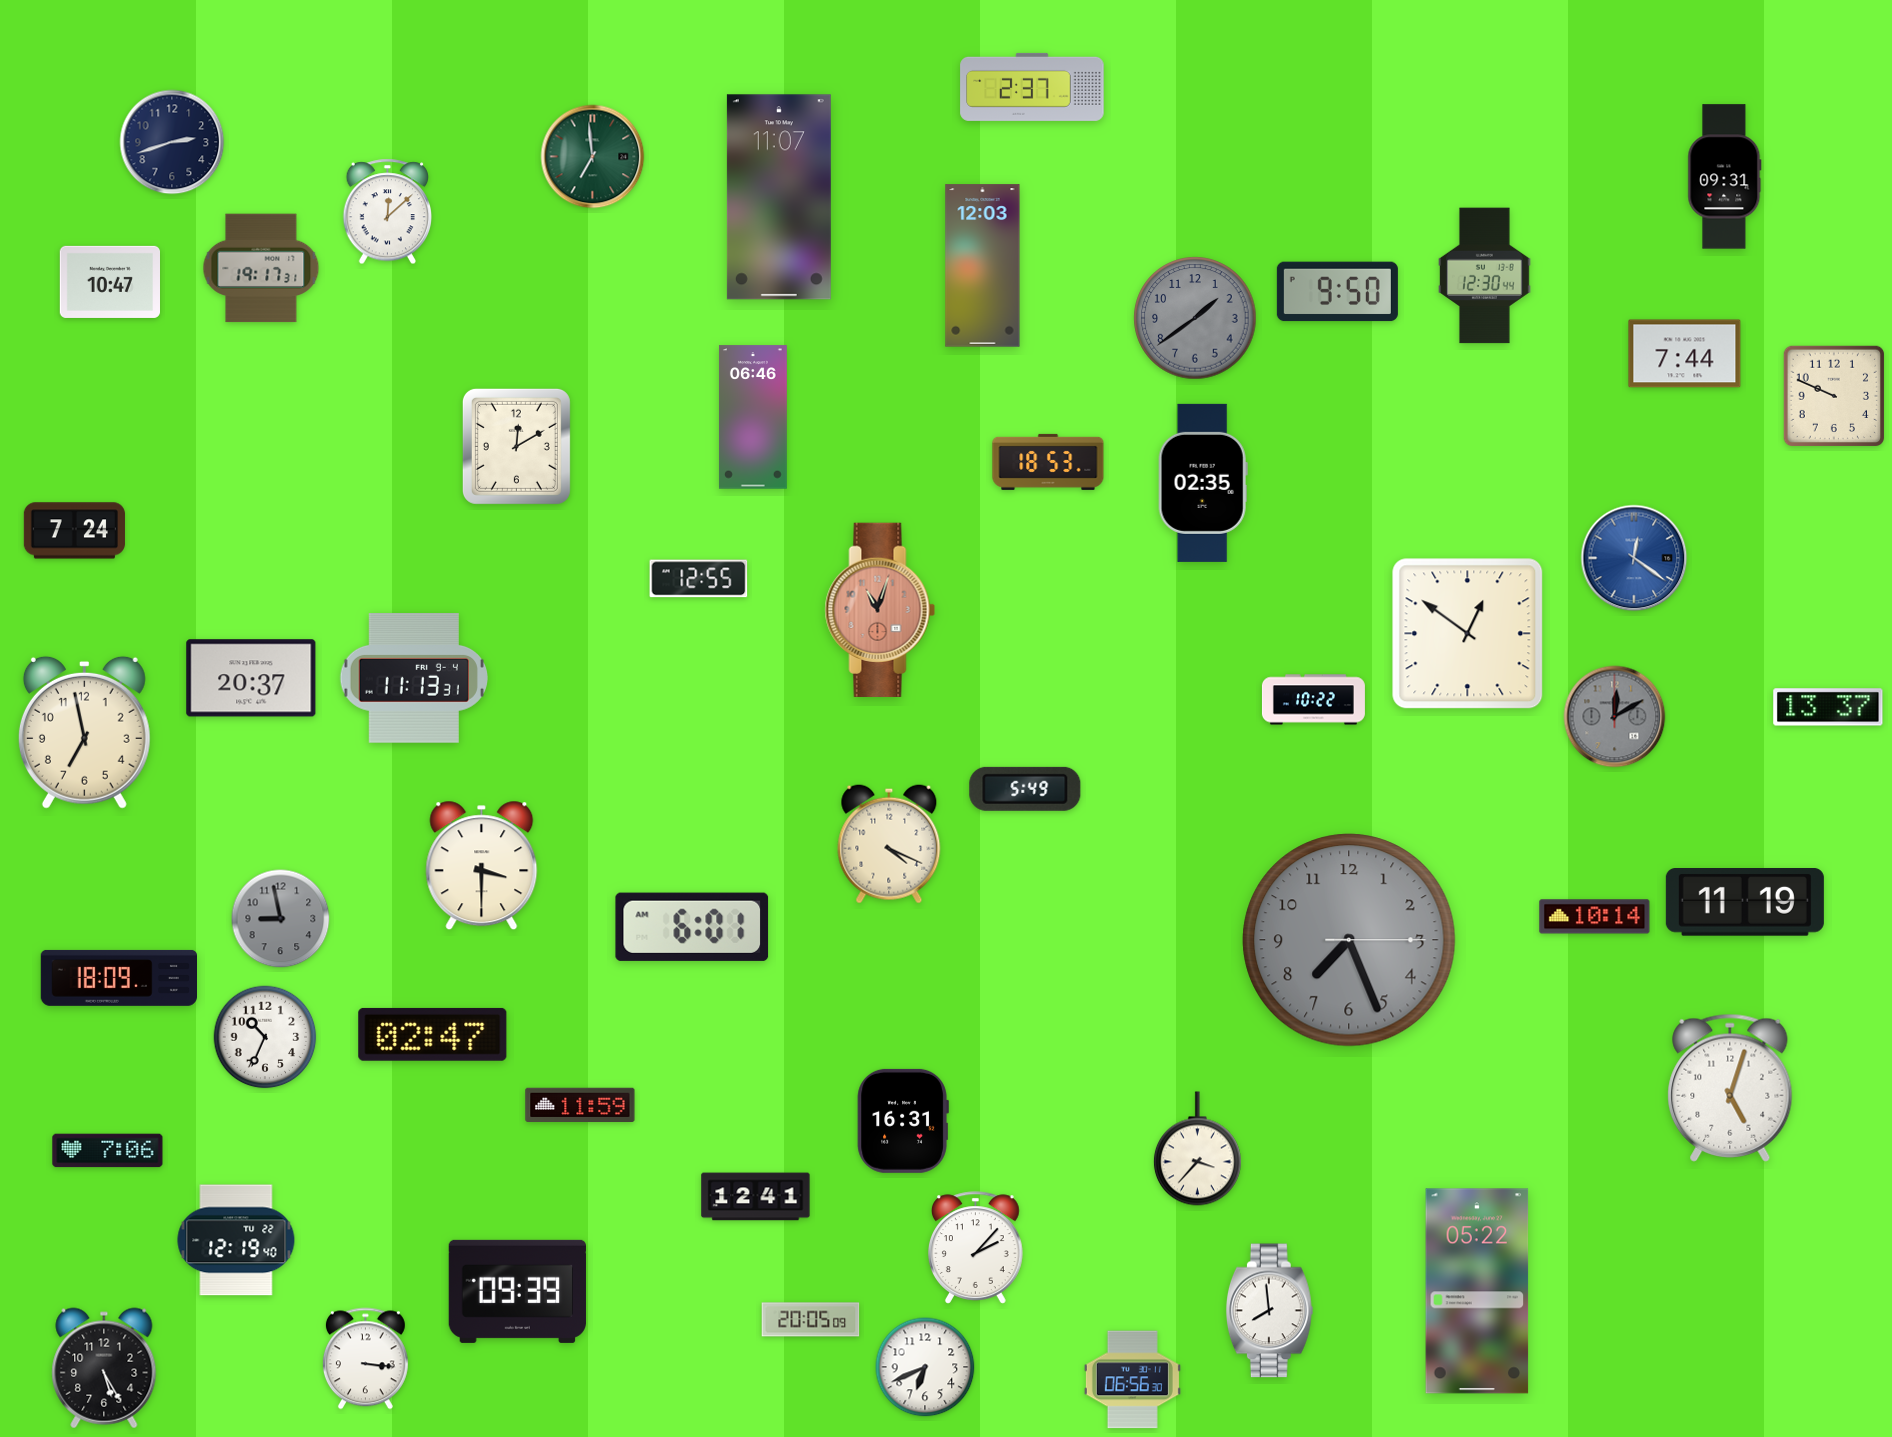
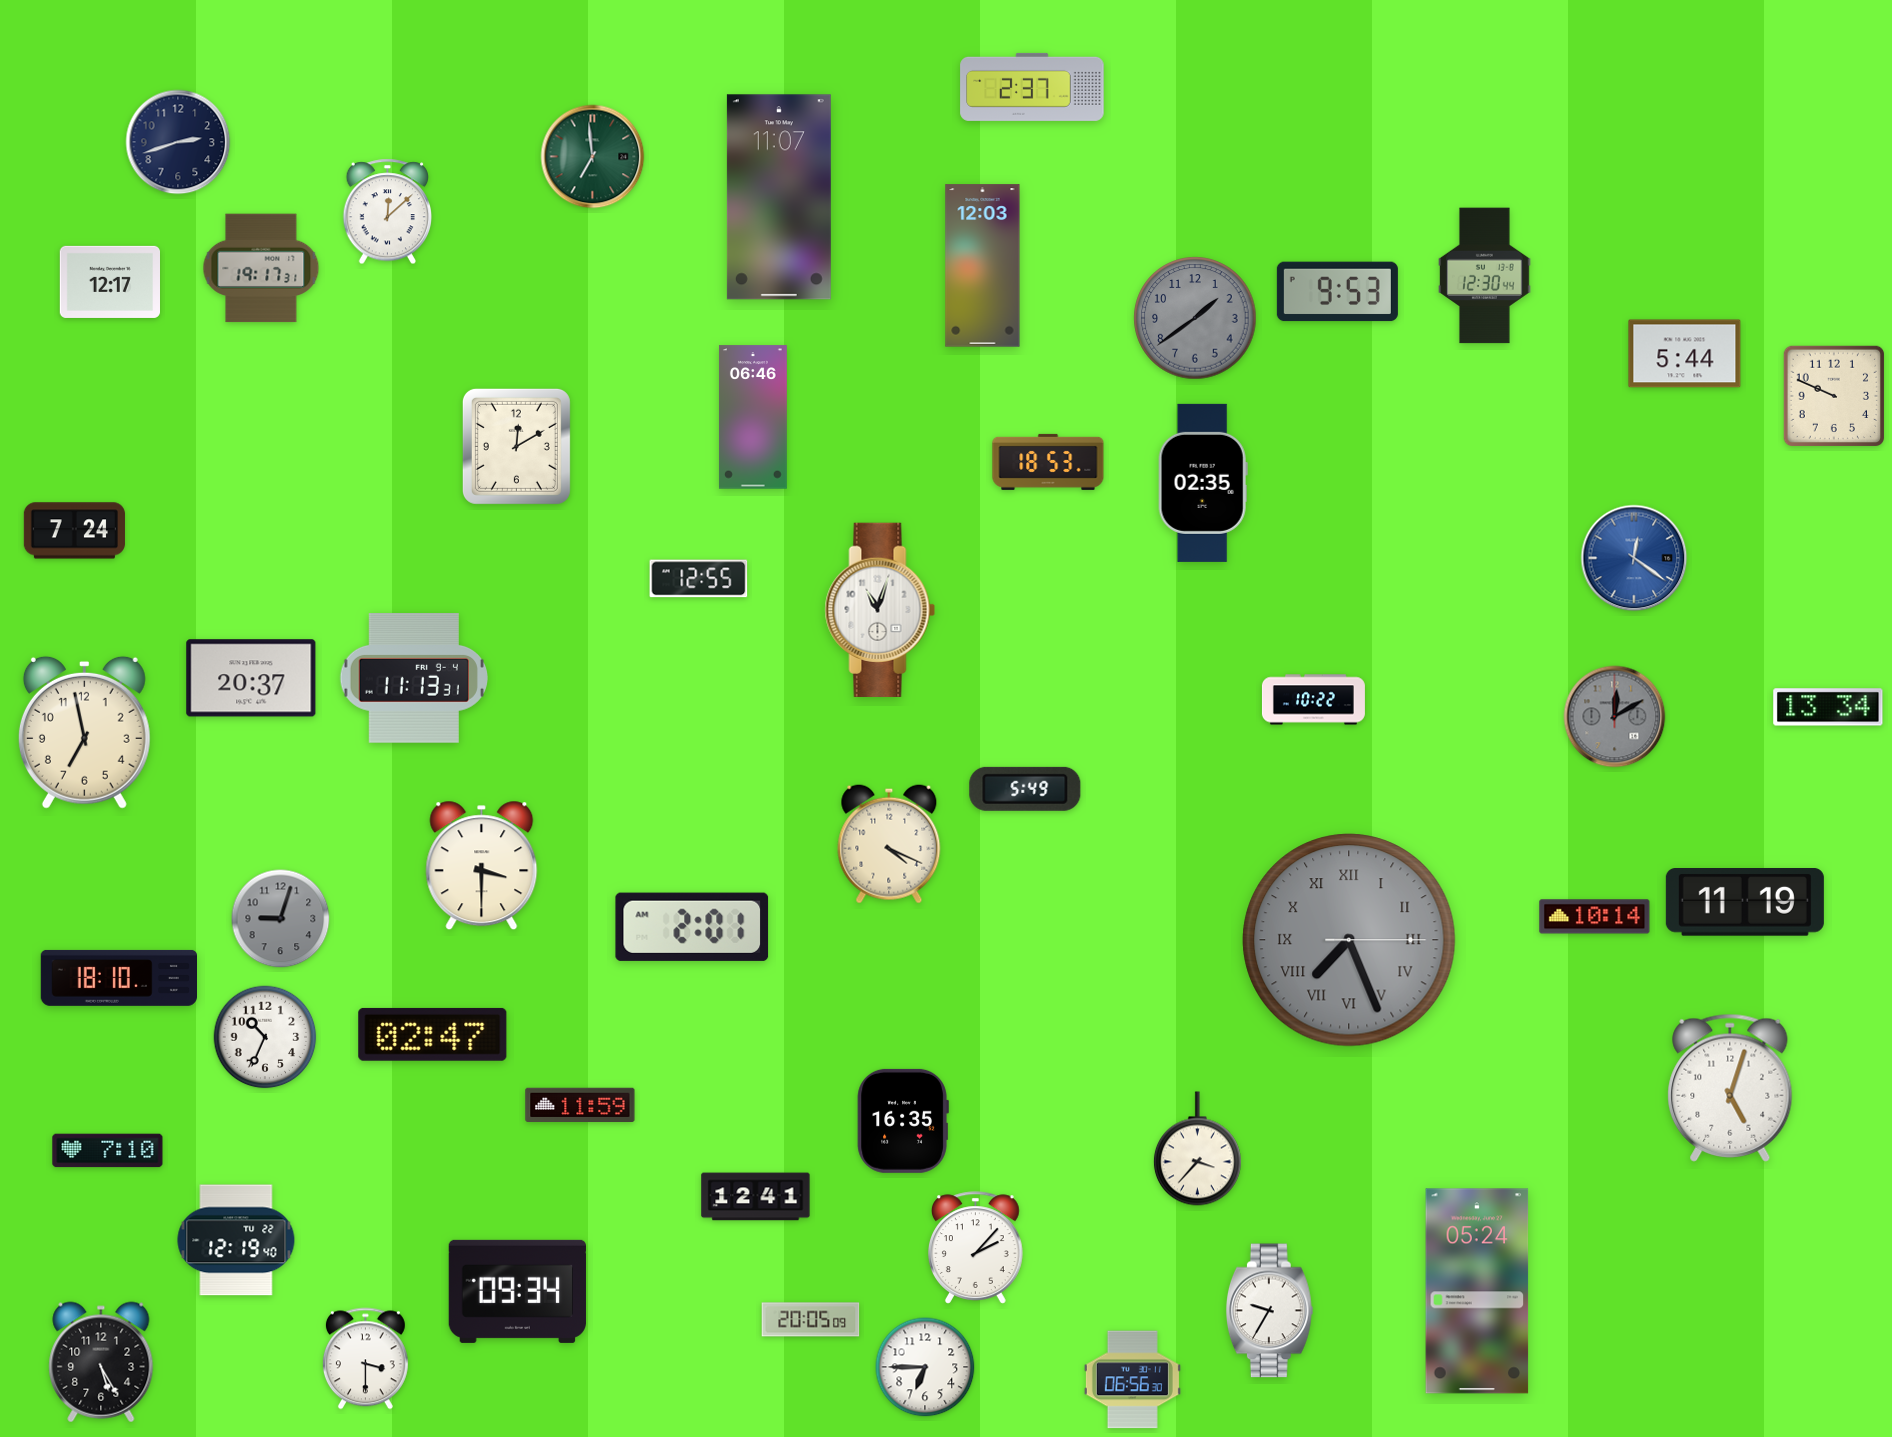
clock at (172, 142) position: (172, 142) -> (178, 142)
clock at (1725, 177): 09:31 -> none
clock at (109, 282): 10:47 -> 12:17
clock at (1337, 292): 9:50 -> 9:53
clock at (1685, 354): 7:44 -> 5:44
clock at (880, 610) dial: salmon -> white
clock at (1468, 634): 12:51 -> none
clock at (1828, 707): 13:37 -> 13:34
clock at (281, 919): 8:58 -> 9:03
clock at (692, 927): 6:01 -> 2:01
clock at (1349, 940) numerals: Arabic -> Roman
clock at (118, 978): 18:09 -> 18:10
clock at (903, 1121): 16:31 -> 16:35
clock at (108, 1151): 7:06 -> 7:10
clock at (517, 1291): 09:39 -> 09:34
clock at (1477, 1291): 05:22 -> 05:24
clock at (1269, 1311): 7:59 -> 9:35
clock at (365, 1359): 3:16 -> 3:30
clock at (925, 1367): 6:41 -> 6:45
clock at (104, 1368) position: (104, 1368) -> (101, 1362)
